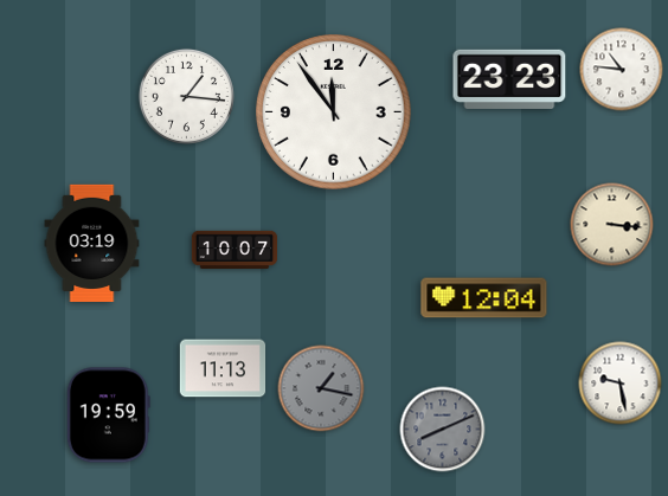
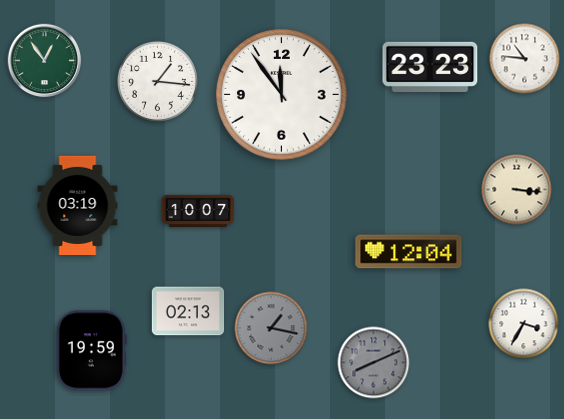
clock at (45, 61): none -> 12:54
clock at (223, 368): 11:13 -> 02:13
clock at (621, 384): 9:28 -> 3:35
